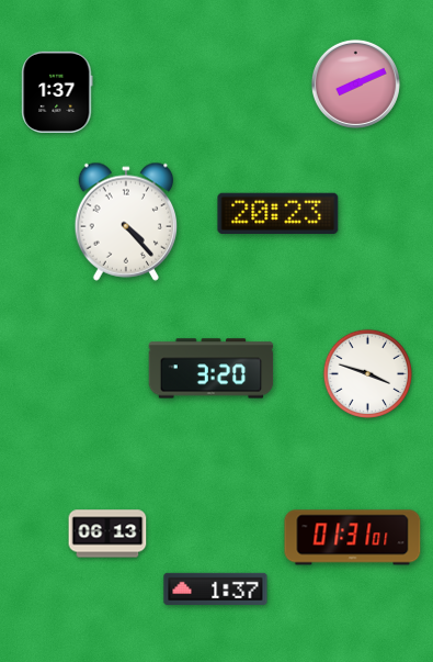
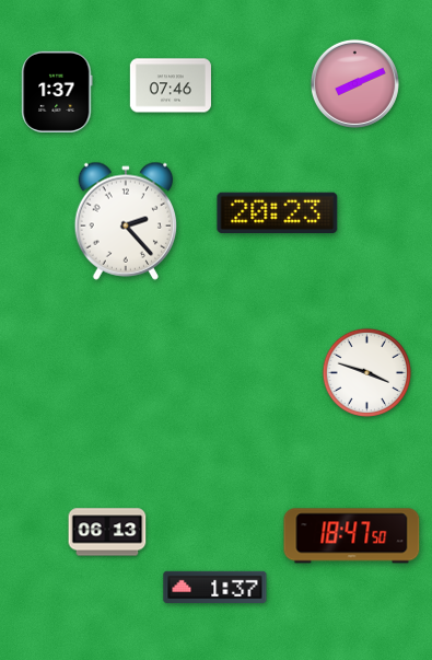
clock at (171, 85): none -> 07:46
clock at (125, 222): 4:23 -> 2:23
clock at (212, 369): 3:20 -> none
clock at (353, 538): 01:31 -> 18:47
